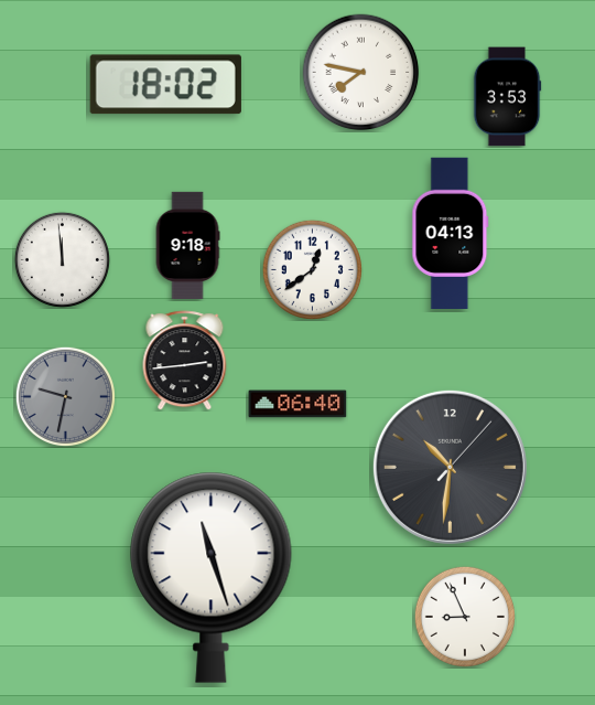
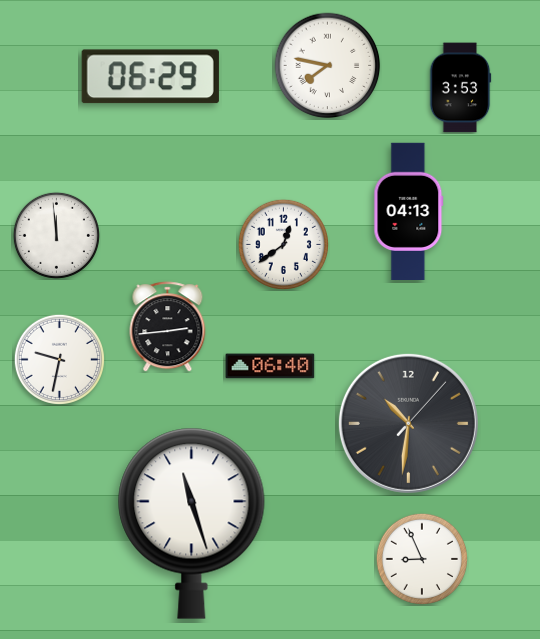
clock at (165, 85): 18:02 -> 06:29
clock at (187, 246): 9:18 -> none
clock at (65, 396) dial: grey -> white
